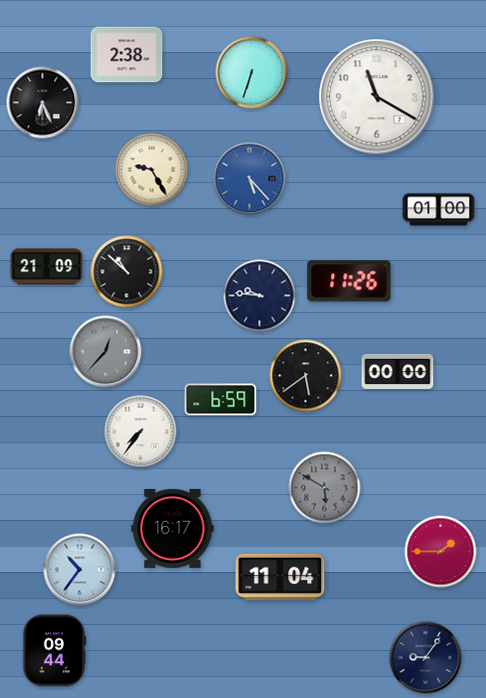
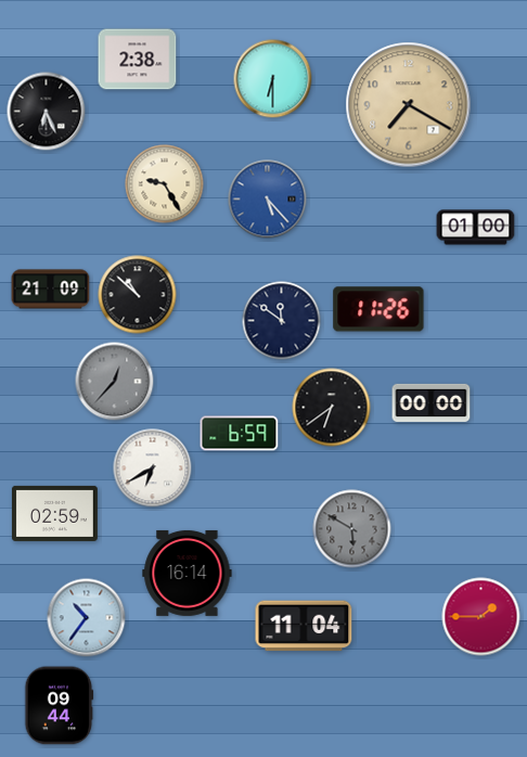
clock at (252, 73): 6:33 -> 6:30
clock at (377, 97): 11:20 -> 7:20
clock at (377, 97) dial: white -> champagne
clock at (250, 179) position: (250, 179) -> (268, 200)
clock at (349, 281) position: (349, 281) -> (378, 309)
clock at (260, 296): 9:46 -> 11:51
clock at (306, 376): 5:39 -> 6:39
clock at (141, 432): 7:36 -> 6:40
clock at (54, 513): none -> 02:59
clock at (173, 528): 16:17 -> 16:14
clock at (441, 552) position: (441, 552) -> (481, 617)
clock at (426, 658): 9:06 -> none
